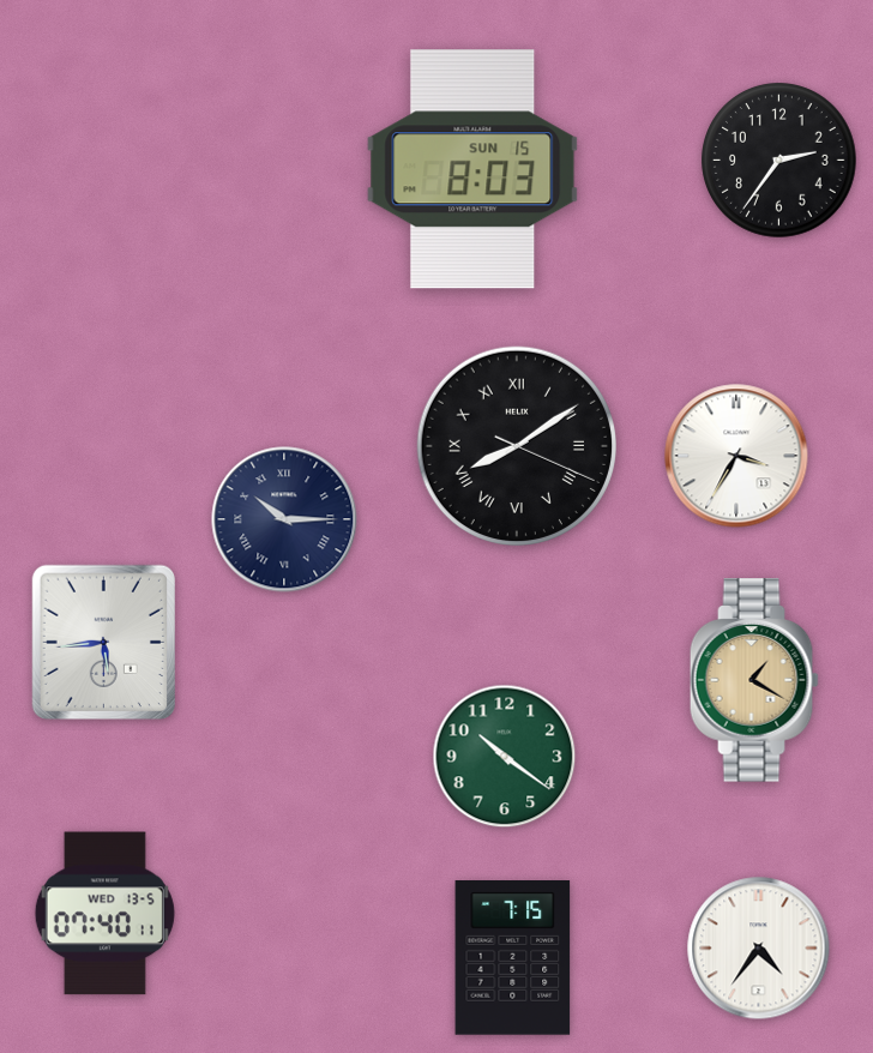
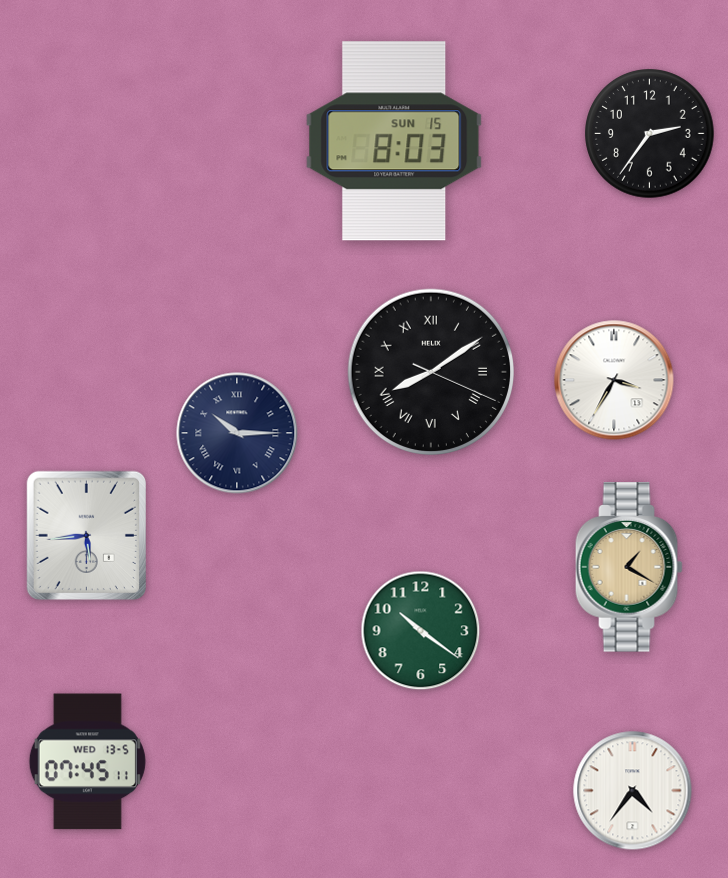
clock at (104, 914): 07:40 -> 07:45
clock at (513, 958): 7:15 -> none
